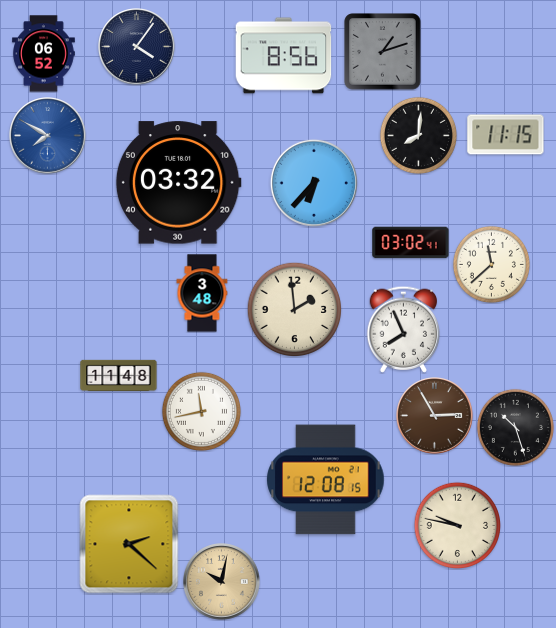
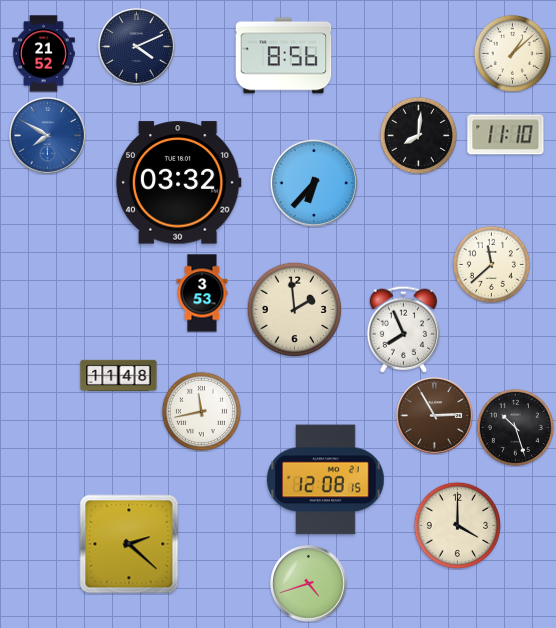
clock at (137, 47): 4:06 -> 4:11
clock at (383, 52): 1:12 -> none
clock at (512, 53): none -> 1:08
clock at (44, 54): 06:52 -> 21:52
clock at (506, 135): 11:15 -> 11:10
clock at (411, 243): 03:02 -> none
clock at (202, 293): 3:48 -> 3:53
clock at (457, 525): 9:47 -> 4:00
clock at (222, 582): 10:02 -> none
clock at (309, 584): none -> 4:42
